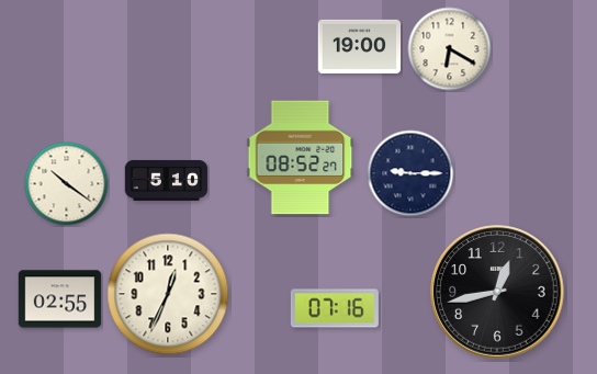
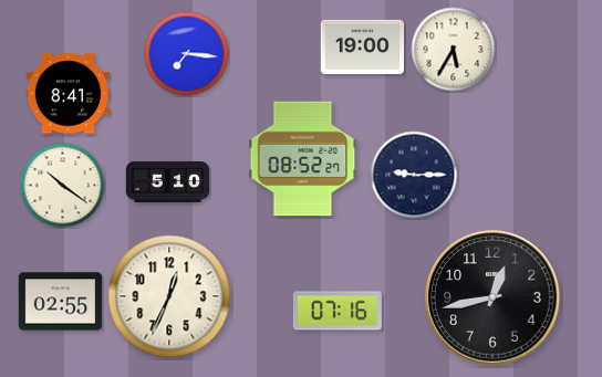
clock at (450, 49): 6:20 -> 5:35
clock at (187, 54): none -> 7:16
clock at (69, 94): none -> 8:41
clock at (67, 184) position: (67, 184) -> (63, 186)
clock at (497, 292) position: (497, 292) -> (492, 297)
